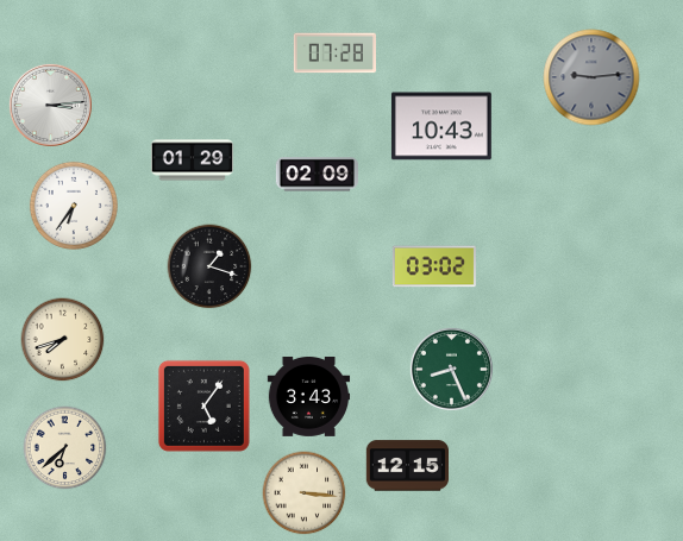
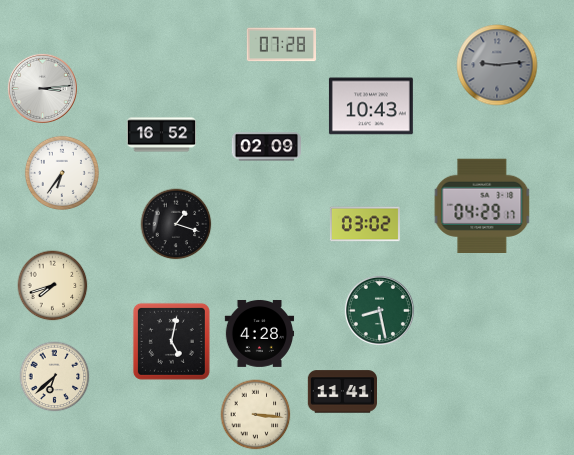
clock at (193, 161): 01:29 -> 16:52
clock at (482, 205): none -> 04:29
clock at (451, 369): 8:26 -> 8:28
clock at (309, 396): 3:43 -> 4:28
clock at (203, 405): 5:06 -> 5:02
clock at (407, 466): 12:15 -> 11:41
